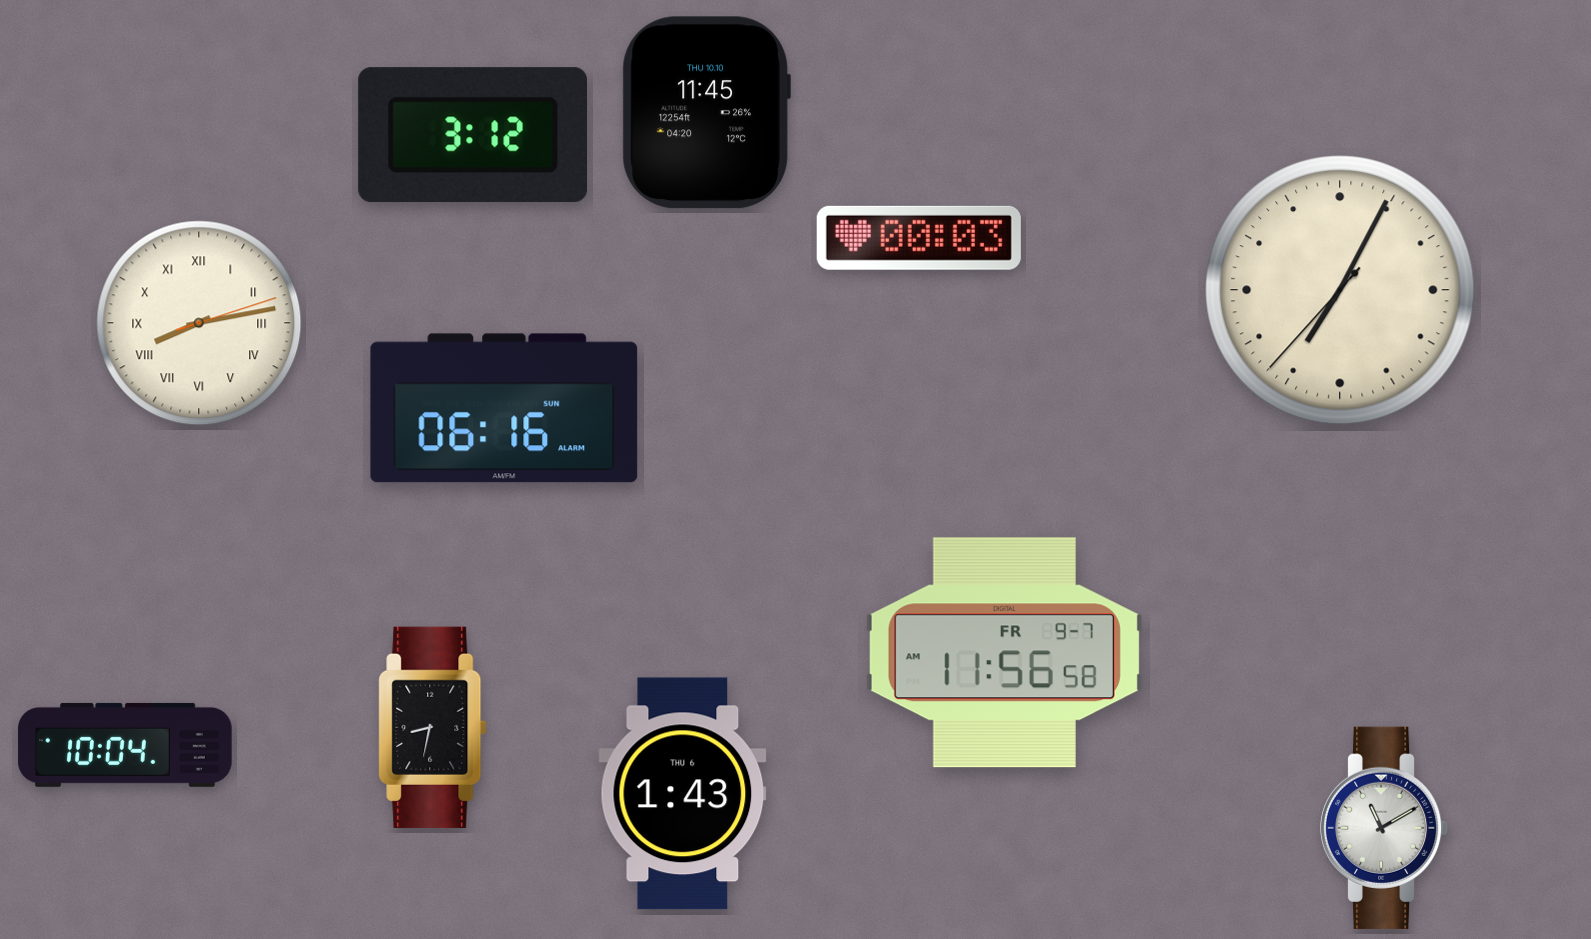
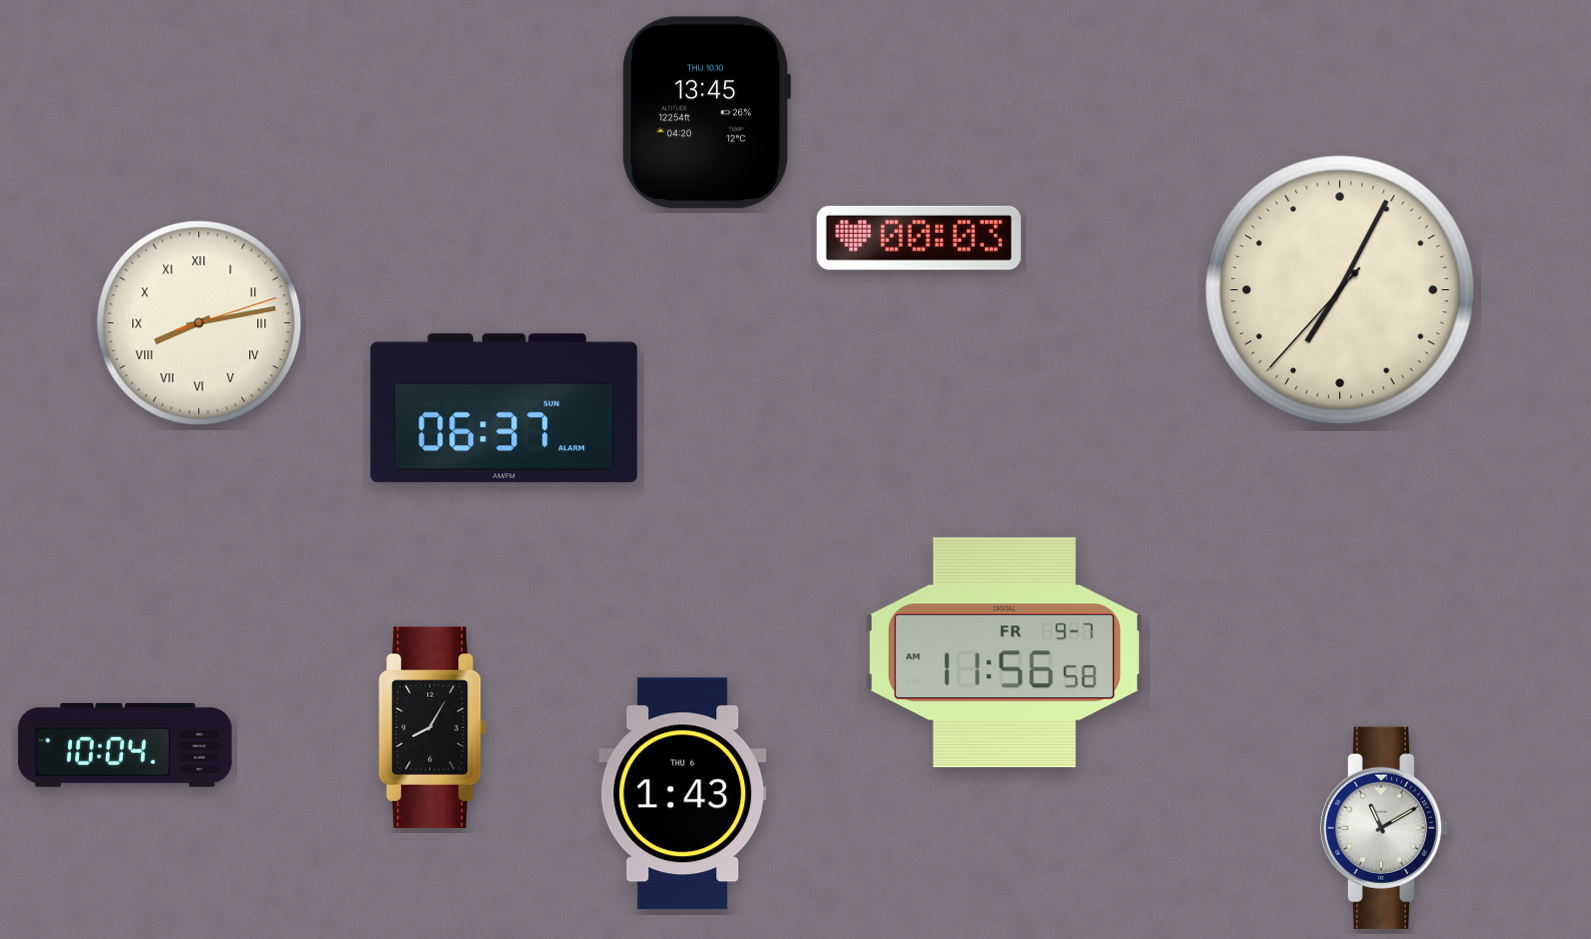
clock at (706, 113): 11:45 -> 13:45
clock at (472, 135): 3:12 -> none
clock at (504, 408): 06:16 -> 06:37
clock at (433, 727): 8:32 -> 8:05
